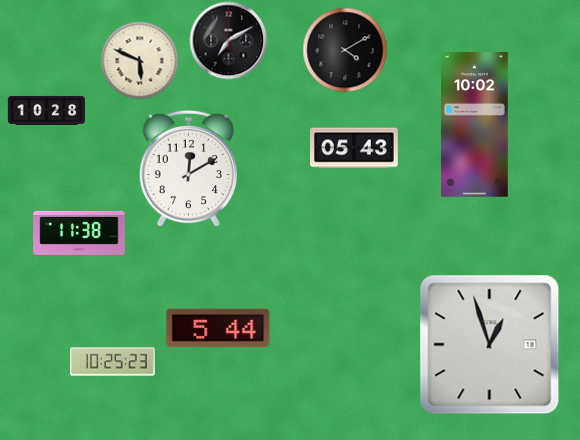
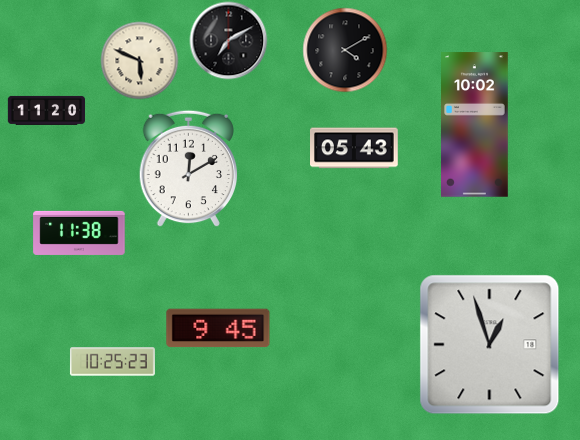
clock at (46, 110): 10:28 -> 11:20
clock at (218, 328): 5:44 -> 9:45
